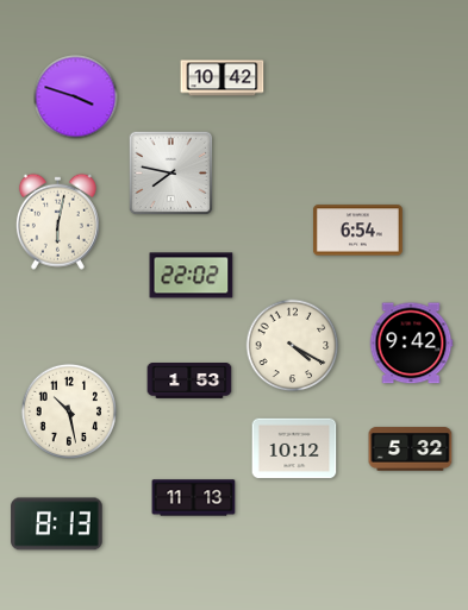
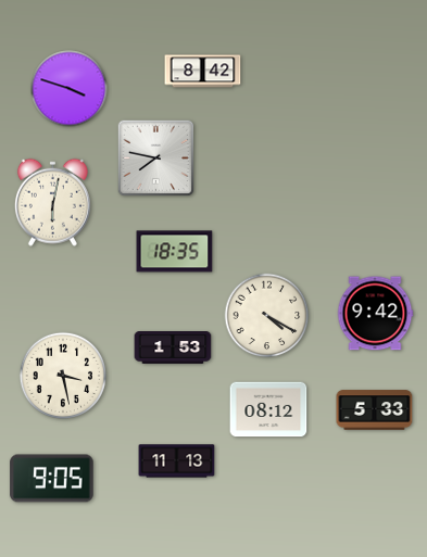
clock at (223, 78): 10:42 -> 8:42
clock at (357, 231): 6:54 -> none
clock at (192, 276): 22:02 -> 18:35
clock at (68, 410): 10:28 -> 3:28
clock at (294, 448): 10:12 -> 08:12
clock at (411, 449): 5:32 -> 5:33
clock at (194, 498) position: (194, 498) -> (177, 461)
clock at (57, 524): 8:13 -> 9:05
